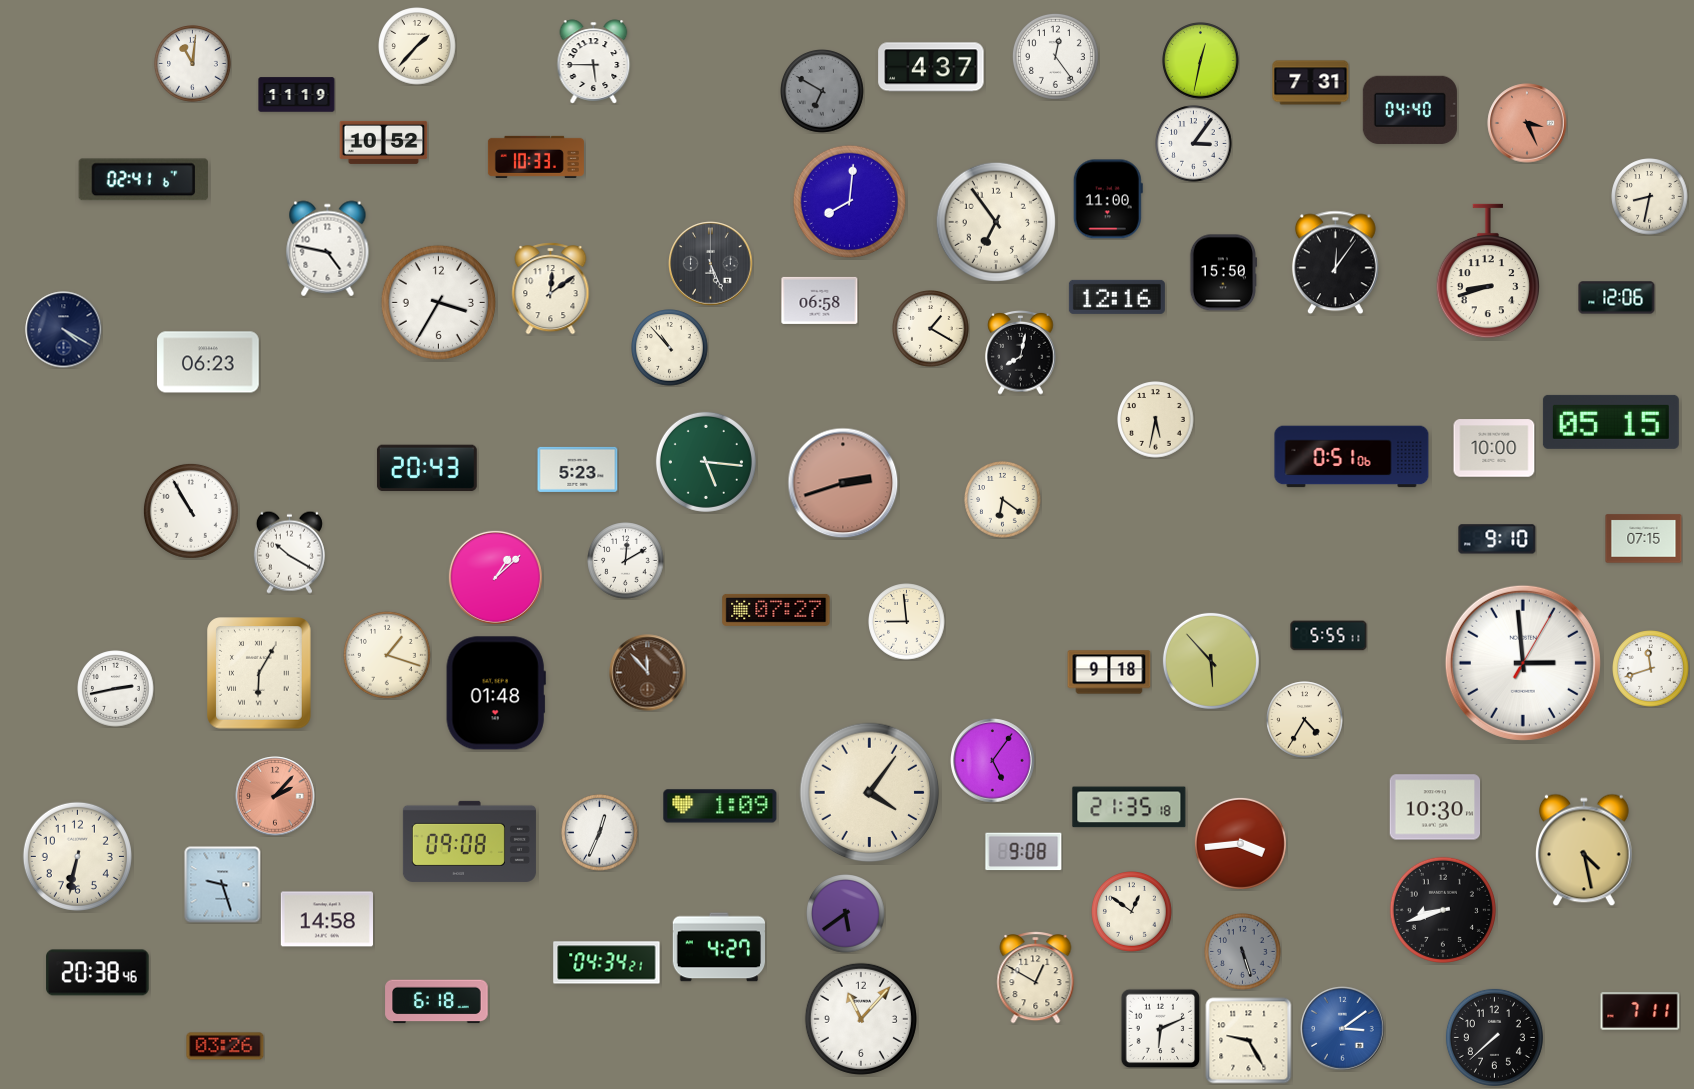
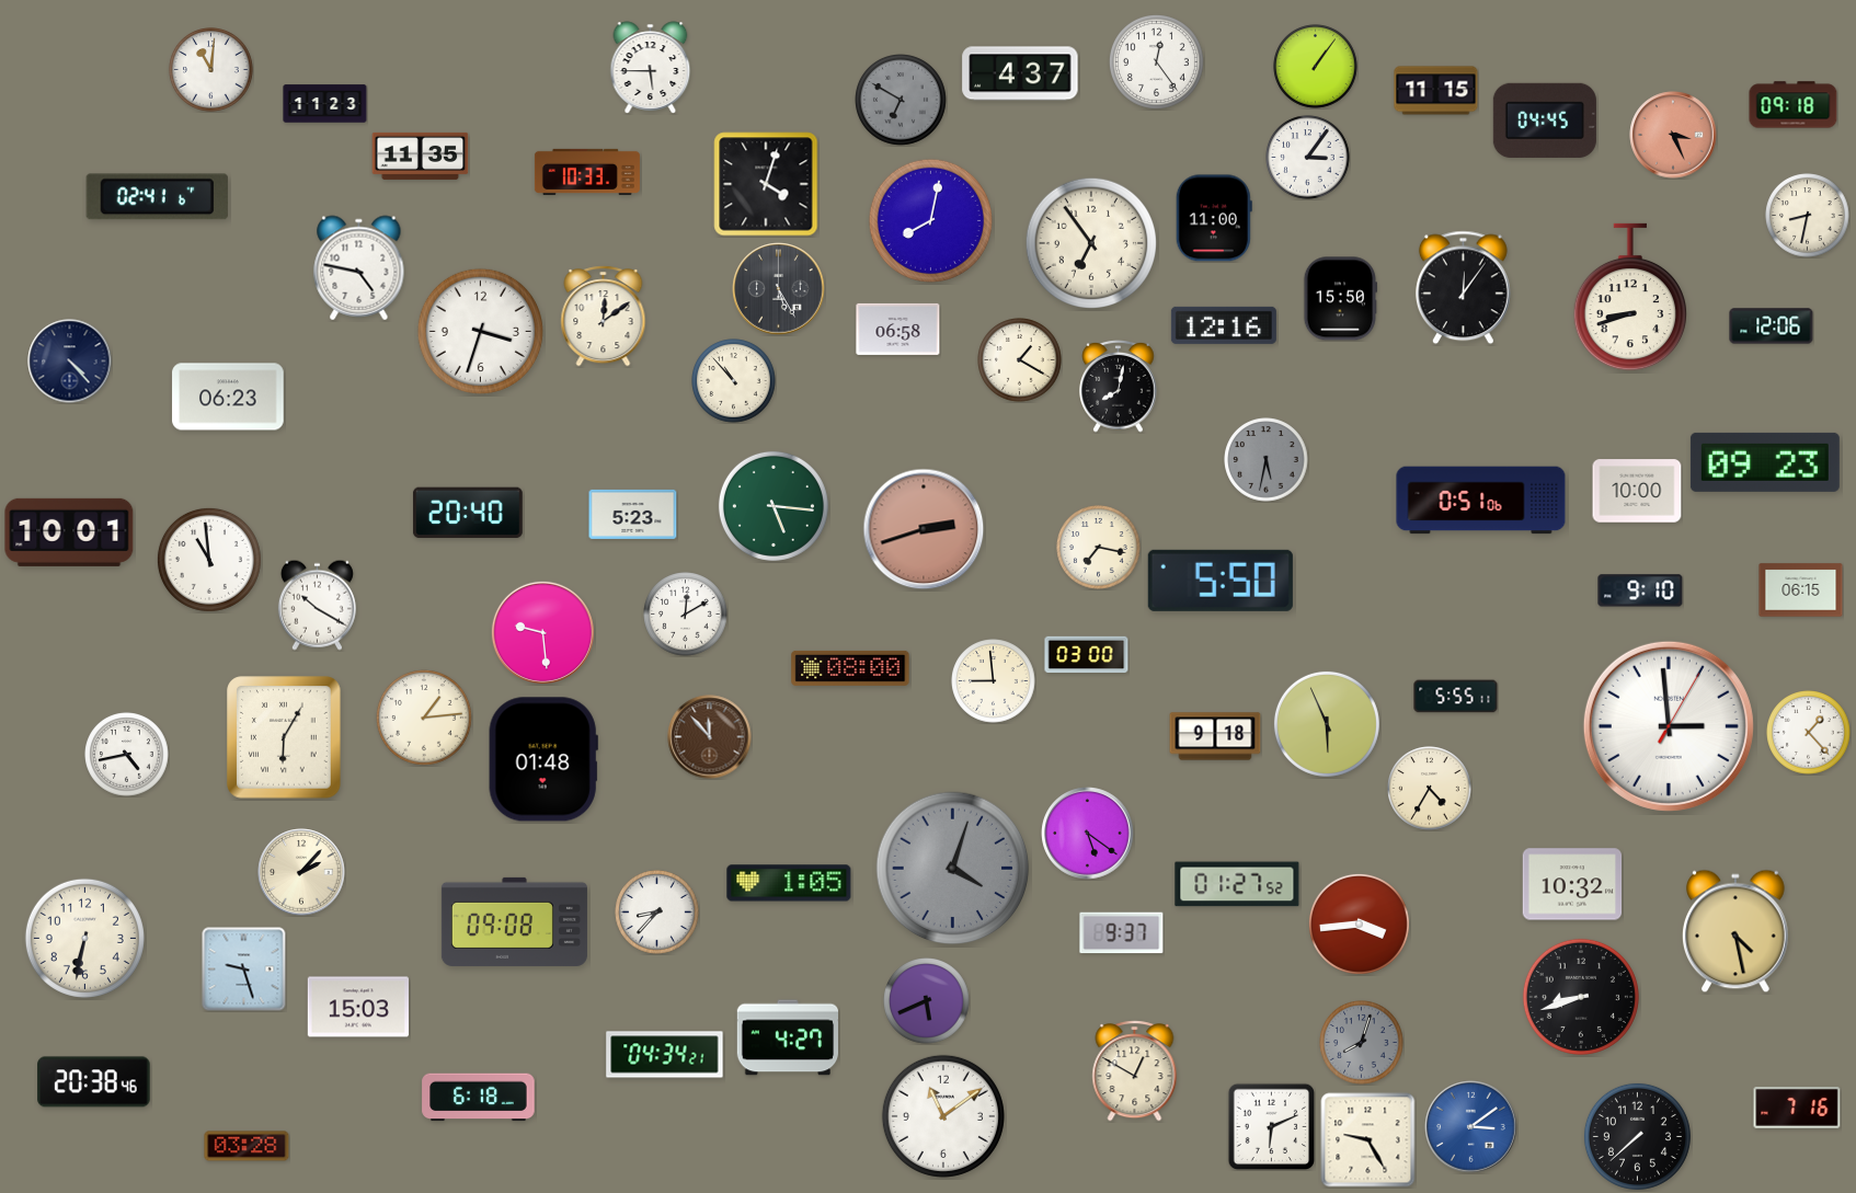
clock at (417, 46): 1:37 -> none
clock at (1201, 61): 12:32 -> 1:06
clock at (1311, 83): 7:31 -> 11:15
clock at (297, 95): 11:19 -> 11:23
clock at (1794, 105): none -> 09:18
clock at (1410, 110): 04:40 -> 04:45
clock at (384, 142): 10:52 -> 11:35
clock at (766, 184): none -> 4:03
clock at (849, 201): 8:01 -> 8:02
clock at (328, 249) position: (328, 249) -> (359, 268)
clock at (711, 264): 5:26 -> 5:25
clock at (438, 302): 3:35 -> 3:33
clock at (64, 330): 4:20 -> 4:23
clock at (1156, 420) dial: cream -> grey
clock at (1611, 422): 05:15 -> 09:23
clock at (427, 468): 20:43 -> 20:40
clock at (69, 532): none -> 10:01
clock at (1003, 500): 6:21 -> 7:17
clock at (191, 511): 10:55 -> 10:59
clock at (1221, 581): none -> 5:50
clock at (1644, 539): 07:15 -> 06:15
clock at (495, 577): 1:08 -> 9:29
clock at (1087, 655): none -> 03:00
clock at (776, 610): 07:27 -> 08:00
clock at (387, 655): 1:18 -> 1:14
clock at (1211, 661): 5:53 -> 5:56
clock at (1651, 669): 11:42 -> 1:23
clock at (116, 689): 2:43 -> 4:43
clock at (993, 761): 5:06 -> 5:21
clock at (870, 793): 4:06 -> 4:03
clock at (870, 793) dial: cream -> grey
clock at (275, 796) dial: salmon -> cream
clock at (720, 806): 1:09 -> 1:05
clock at (1129, 807): 21:35 -> 01:27
clock at (1435, 807): 10:30 -> 10:32
clock at (600, 833): 12:34 -> 8:37
clock at (1024, 852): 9:08 -> 9:37
clock at (1132, 912): 12:51 -> none
clock at (846, 914): 5:39 -> 5:41
clock at (326, 919): 14:58 -> 15:03
clock at (1243, 952): 5:27 -> 8:03
clock at (98, 973) position: (98, 973) -> (94, 1082)
clock at (1640, 1011): 7:11 -> 7:16
clock at (861, 1019): 11:07 -> 11:09
clock at (225, 1046): 03:26 -> 03:28
